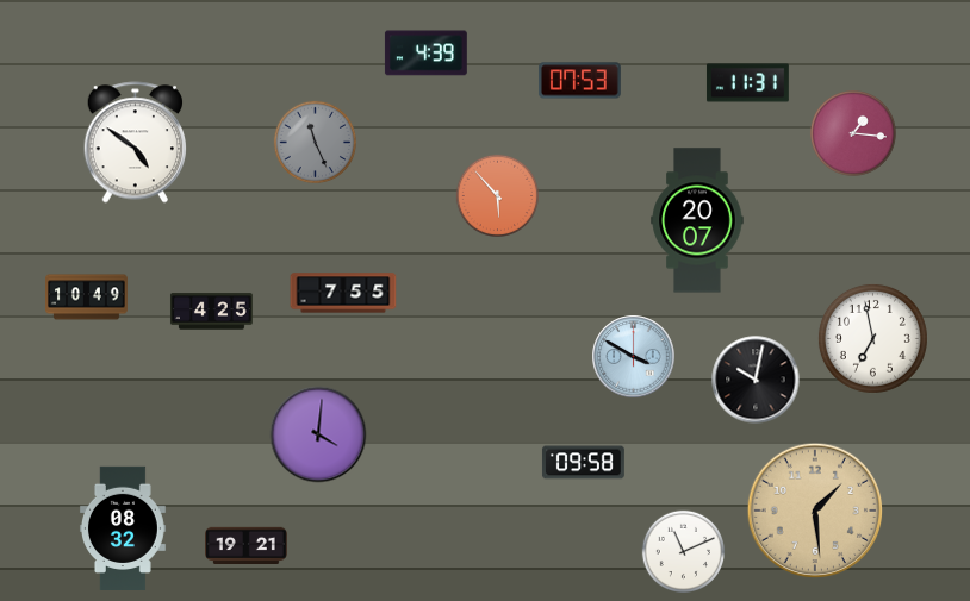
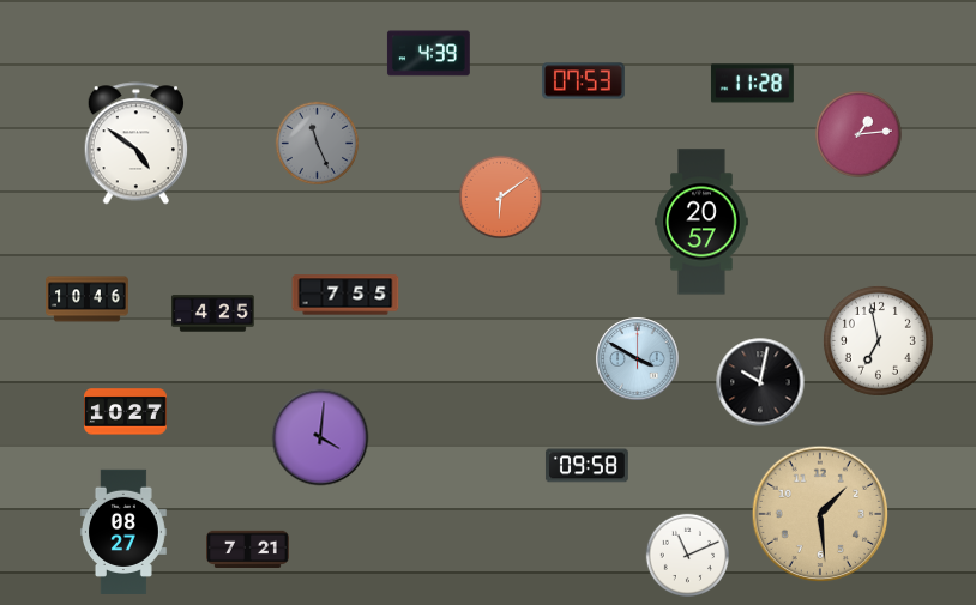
clock at (747, 83): 11:31 -> 11:28
clock at (853, 133): 1:16 -> 1:14
clock at (497, 195): 5:53 -> 6:09
clock at (697, 220): 20:07 -> 20:57
clock at (87, 298): 10:49 -> 10:46
clock at (126, 412): none -> 10:27
clock at (123, 527): 08:32 -> 08:27
clock at (247, 545): 19:21 -> 7:21
